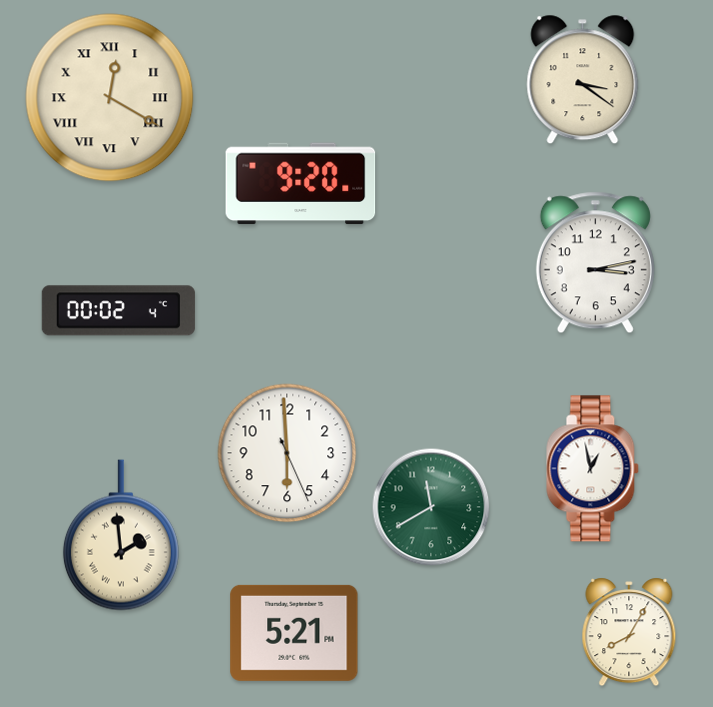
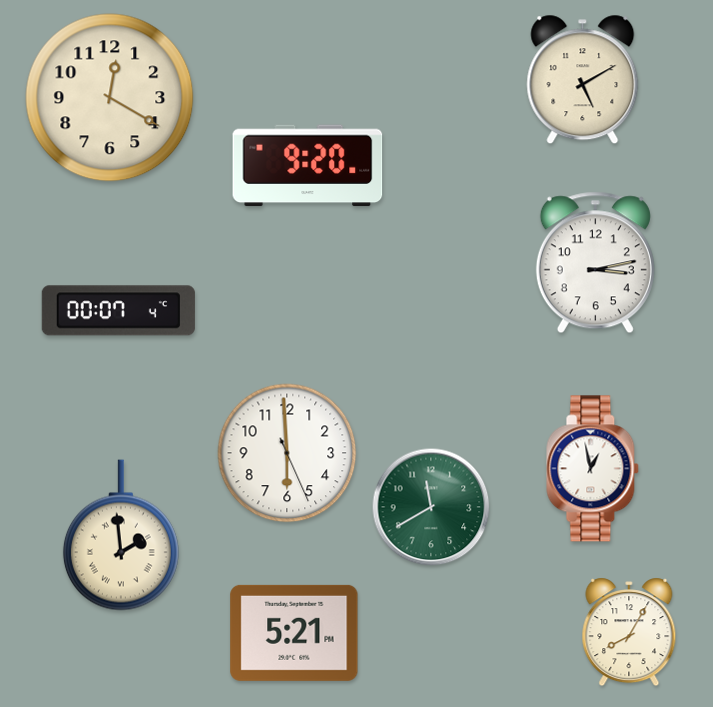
clock at (583, 80): 3:21 -> 5:10
clock at (110, 98) numerals: Roman -> Arabic
clock at (301, 184) position: (301, 184) -> (308, 166)
clock at (118, 311): 00:02 -> 00:07
